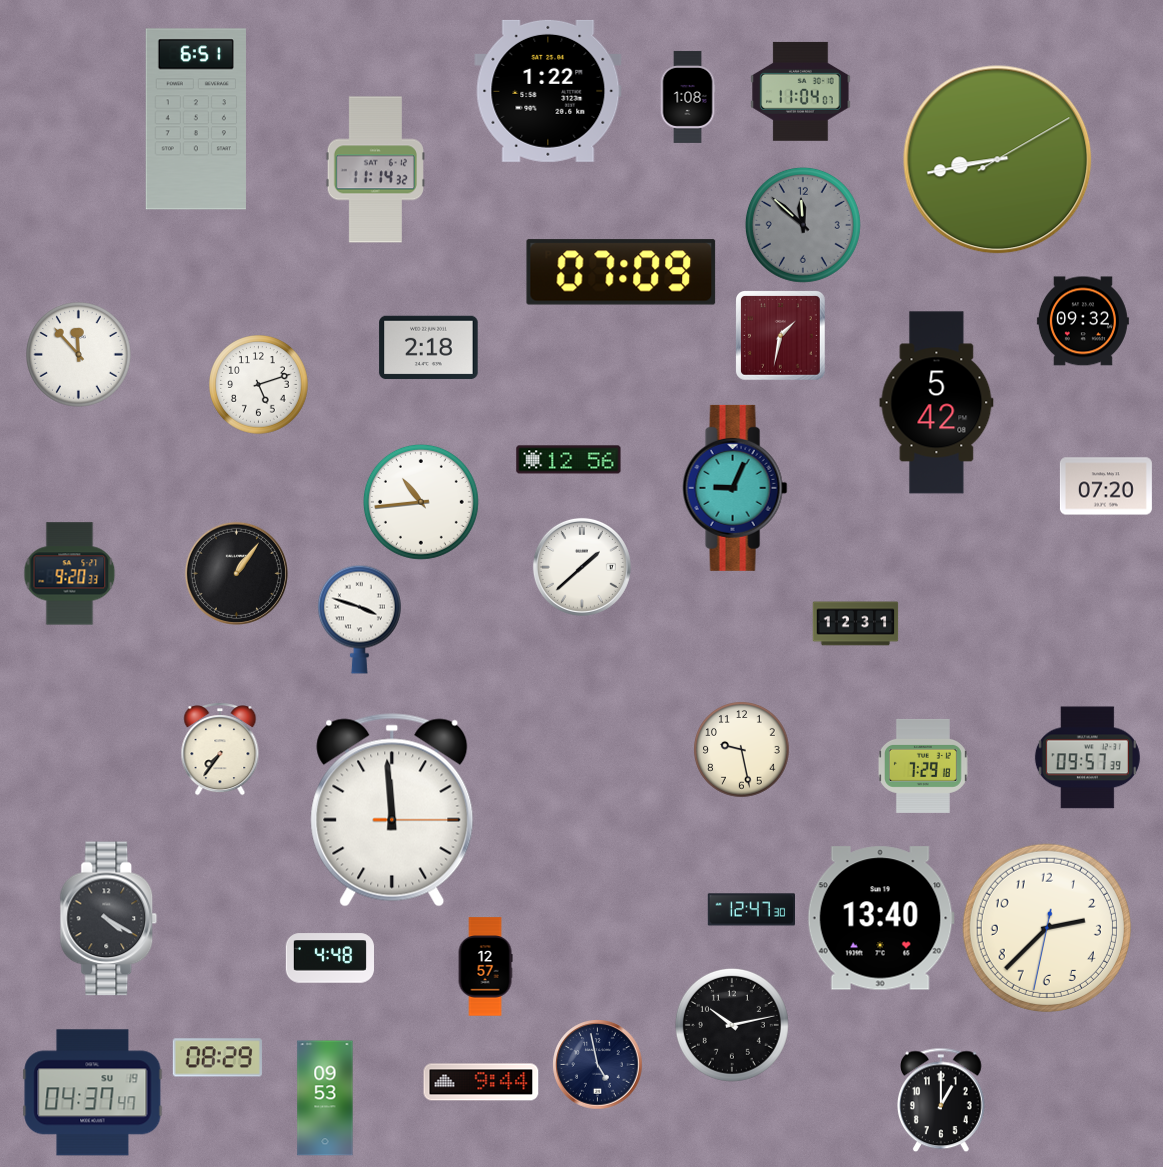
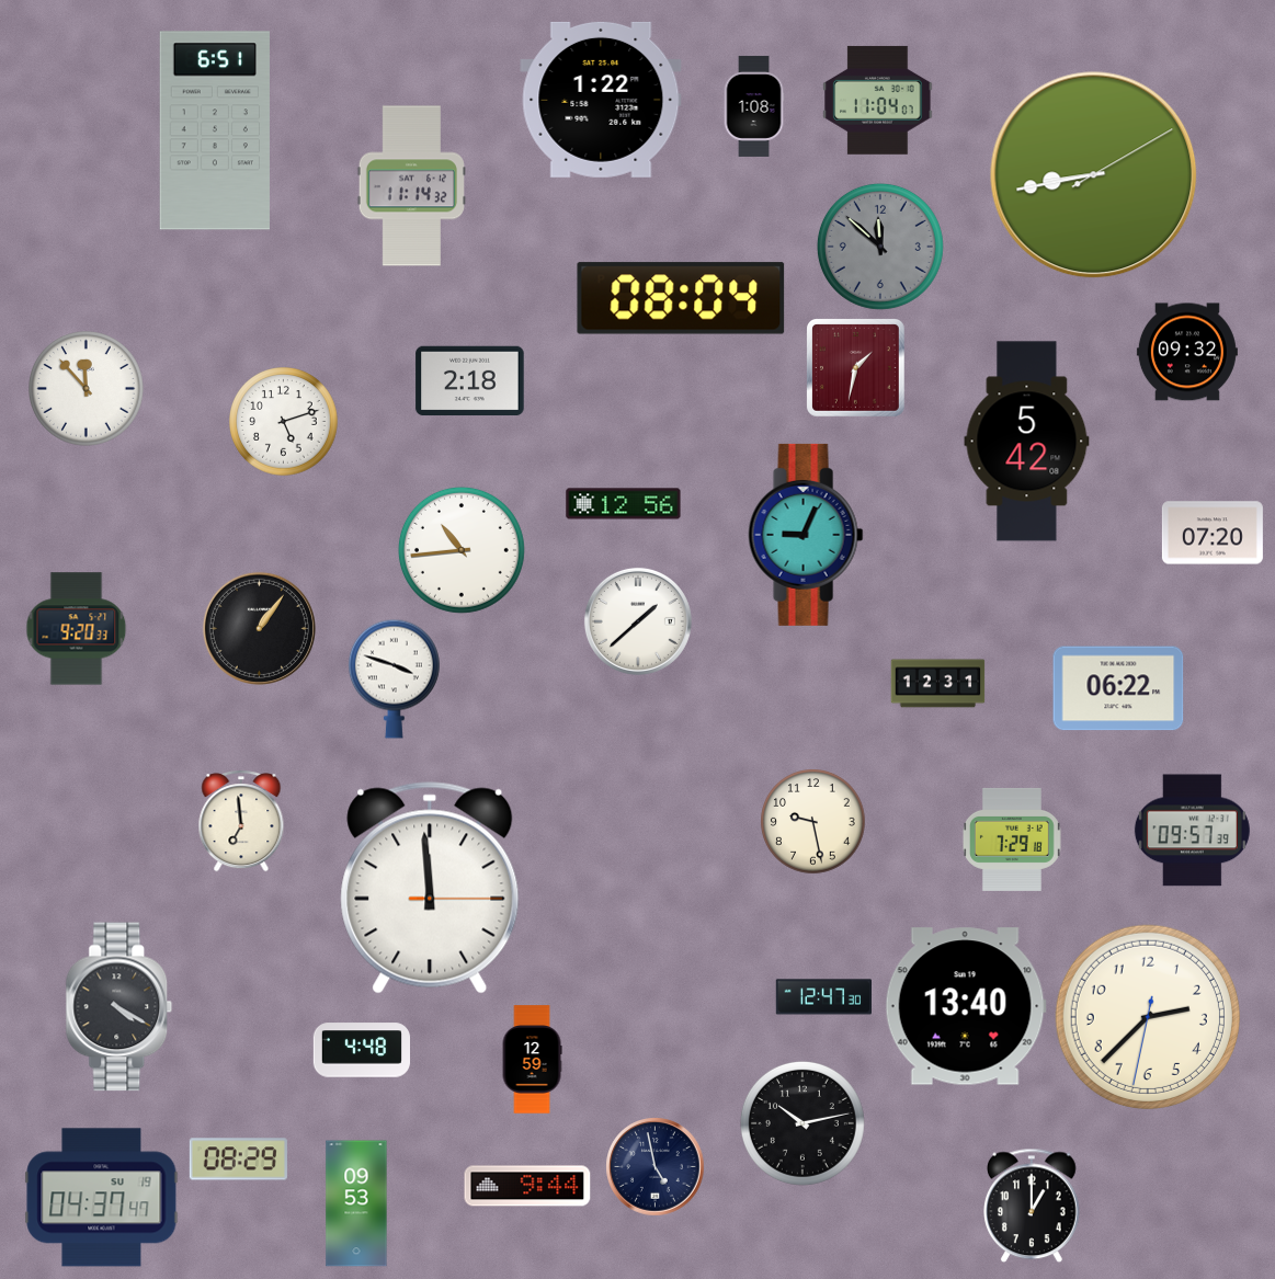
clock at (621, 272): 07:09 -> 08:04
clock at (1118, 688): none -> 06:22
clock at (220, 749): 7:36 -> 6:59
clock at (485, 967): 12:57 -> 12:59
